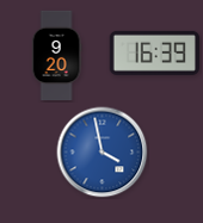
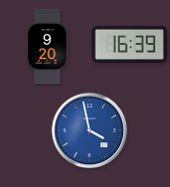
clock at (103, 153) position: (103, 153) -> (90, 131)
